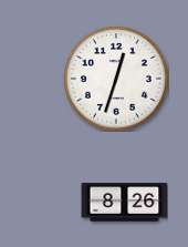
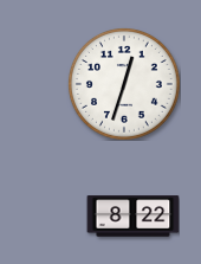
clock at (124, 203): 8:26 -> 8:22
